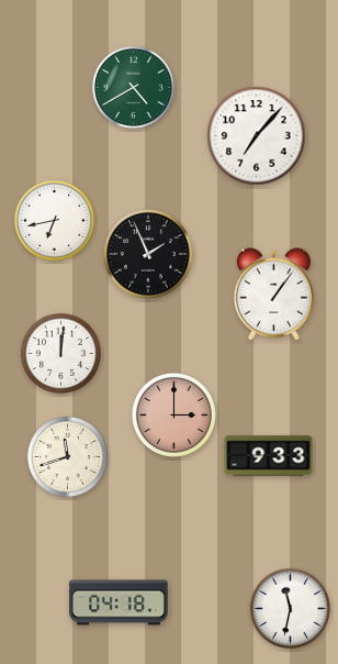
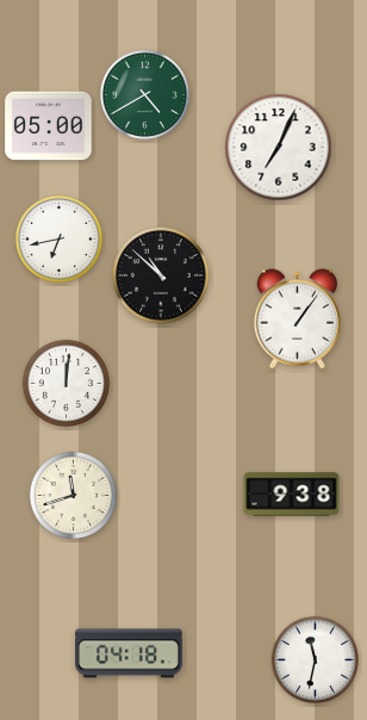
clock at (49, 126): none -> 05:00
clock at (257, 136): 7:07 -> 7:04
clock at (148, 254): 1:56 -> 10:52
clock at (173, 414): 3:00 -> none
clock at (269, 456): 9:33 -> 9:38
